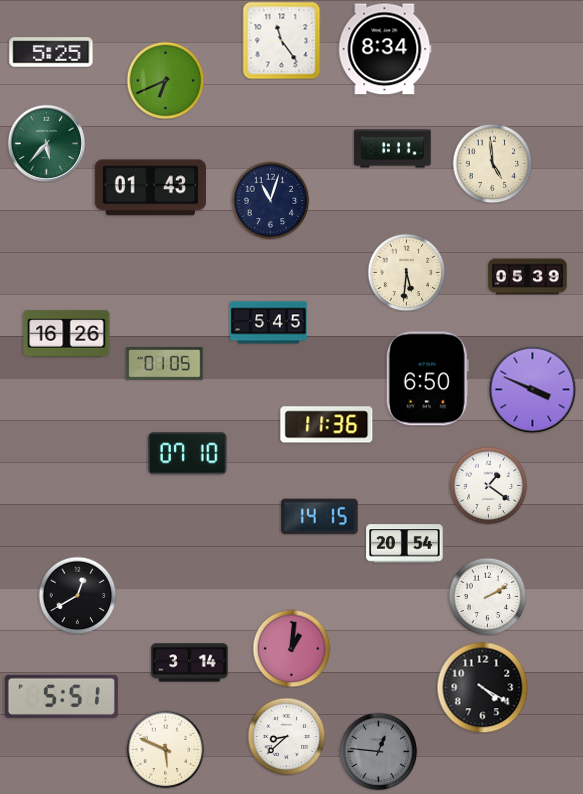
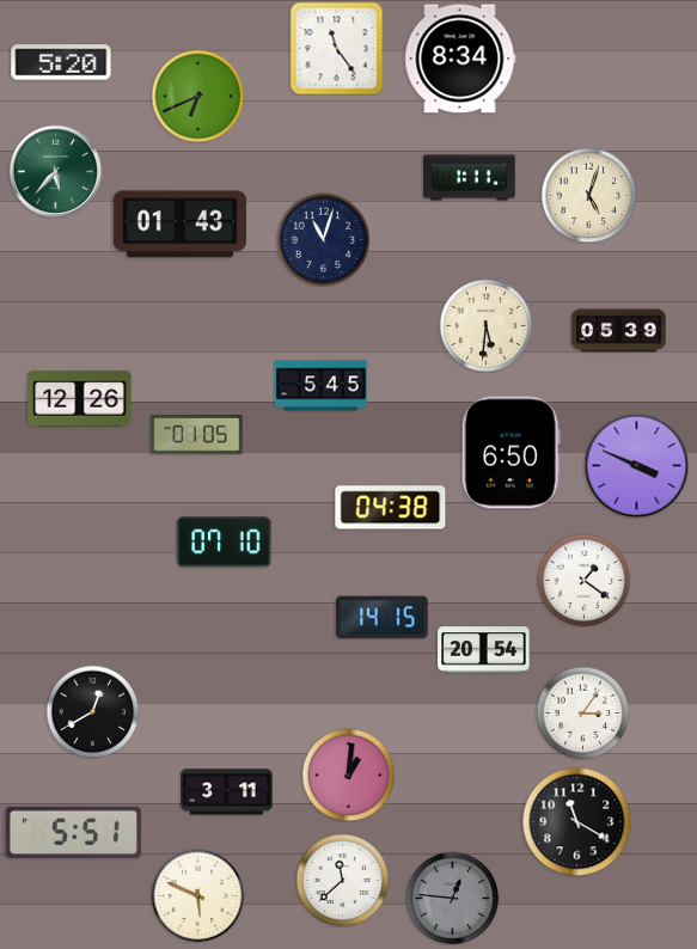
clock at (51, 52): 5:25 -> 5:20
clock at (492, 163): 4:59 -> 5:03
clock at (528, 277) position: (528, 277) -> (619, 331)
clock at (67, 334): 16:26 -> 12:26
clock at (327, 425): 11:36 -> 04:38
clock at (487, 596): 2:10 -> 3:06
clock at (190, 663): 3:14 -> 3:11
clock at (482, 687): 4:20 -> 11:20
clock at (286, 736): 8:38 -> 11:38
